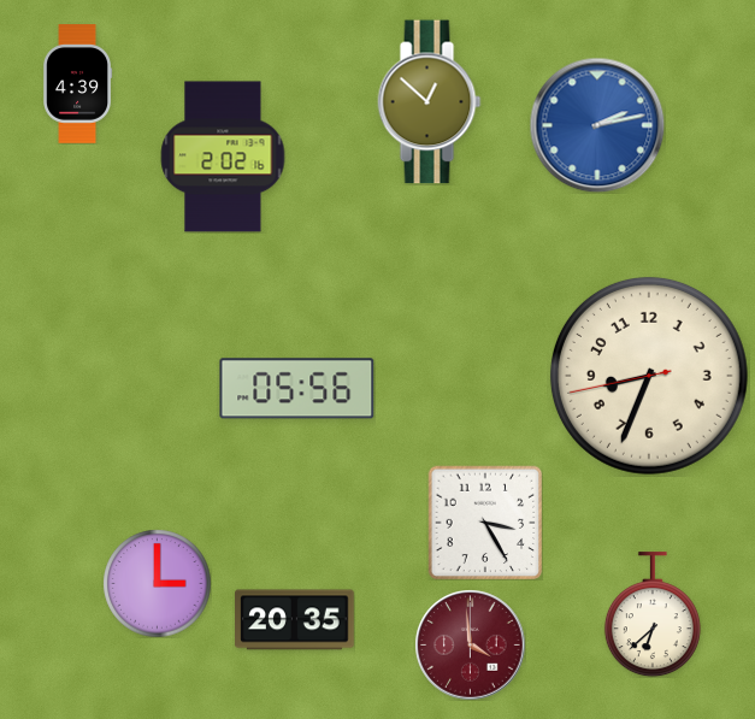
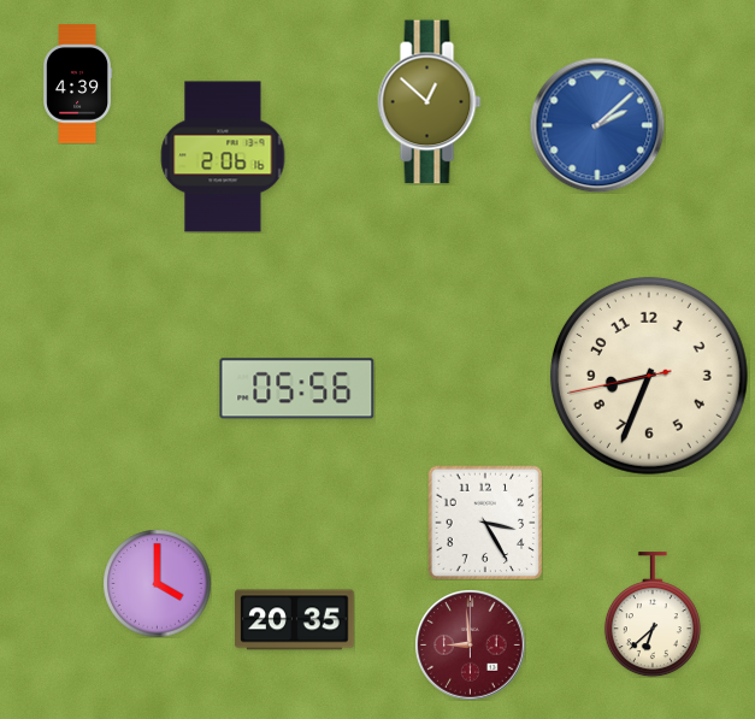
clock at (597, 125): 2:13 -> 2:08
clock at (223, 157): 2:02 -> 2:06
clock at (157, 583): 3:00 -> 4:00
clock at (470, 644): 3:59 -> 8:59
